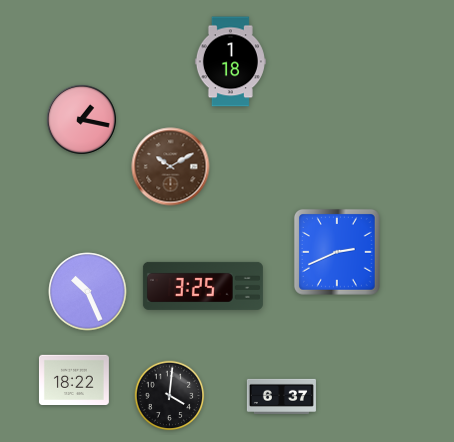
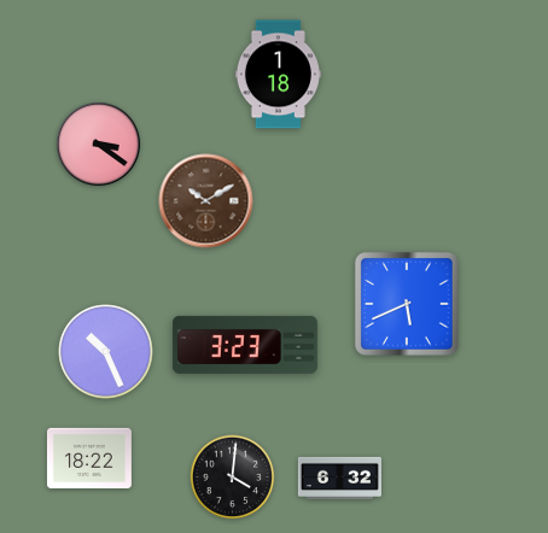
clock at (81, 119): 1:17 -> 3:21
clock at (337, 252): 2:41 -> 5:41
clock at (203, 286): 3:25 -> 3:23
clock at (170, 396) position: (170, 396) -> (233, 478)
clock at (281, 396): 6:37 -> 6:32
